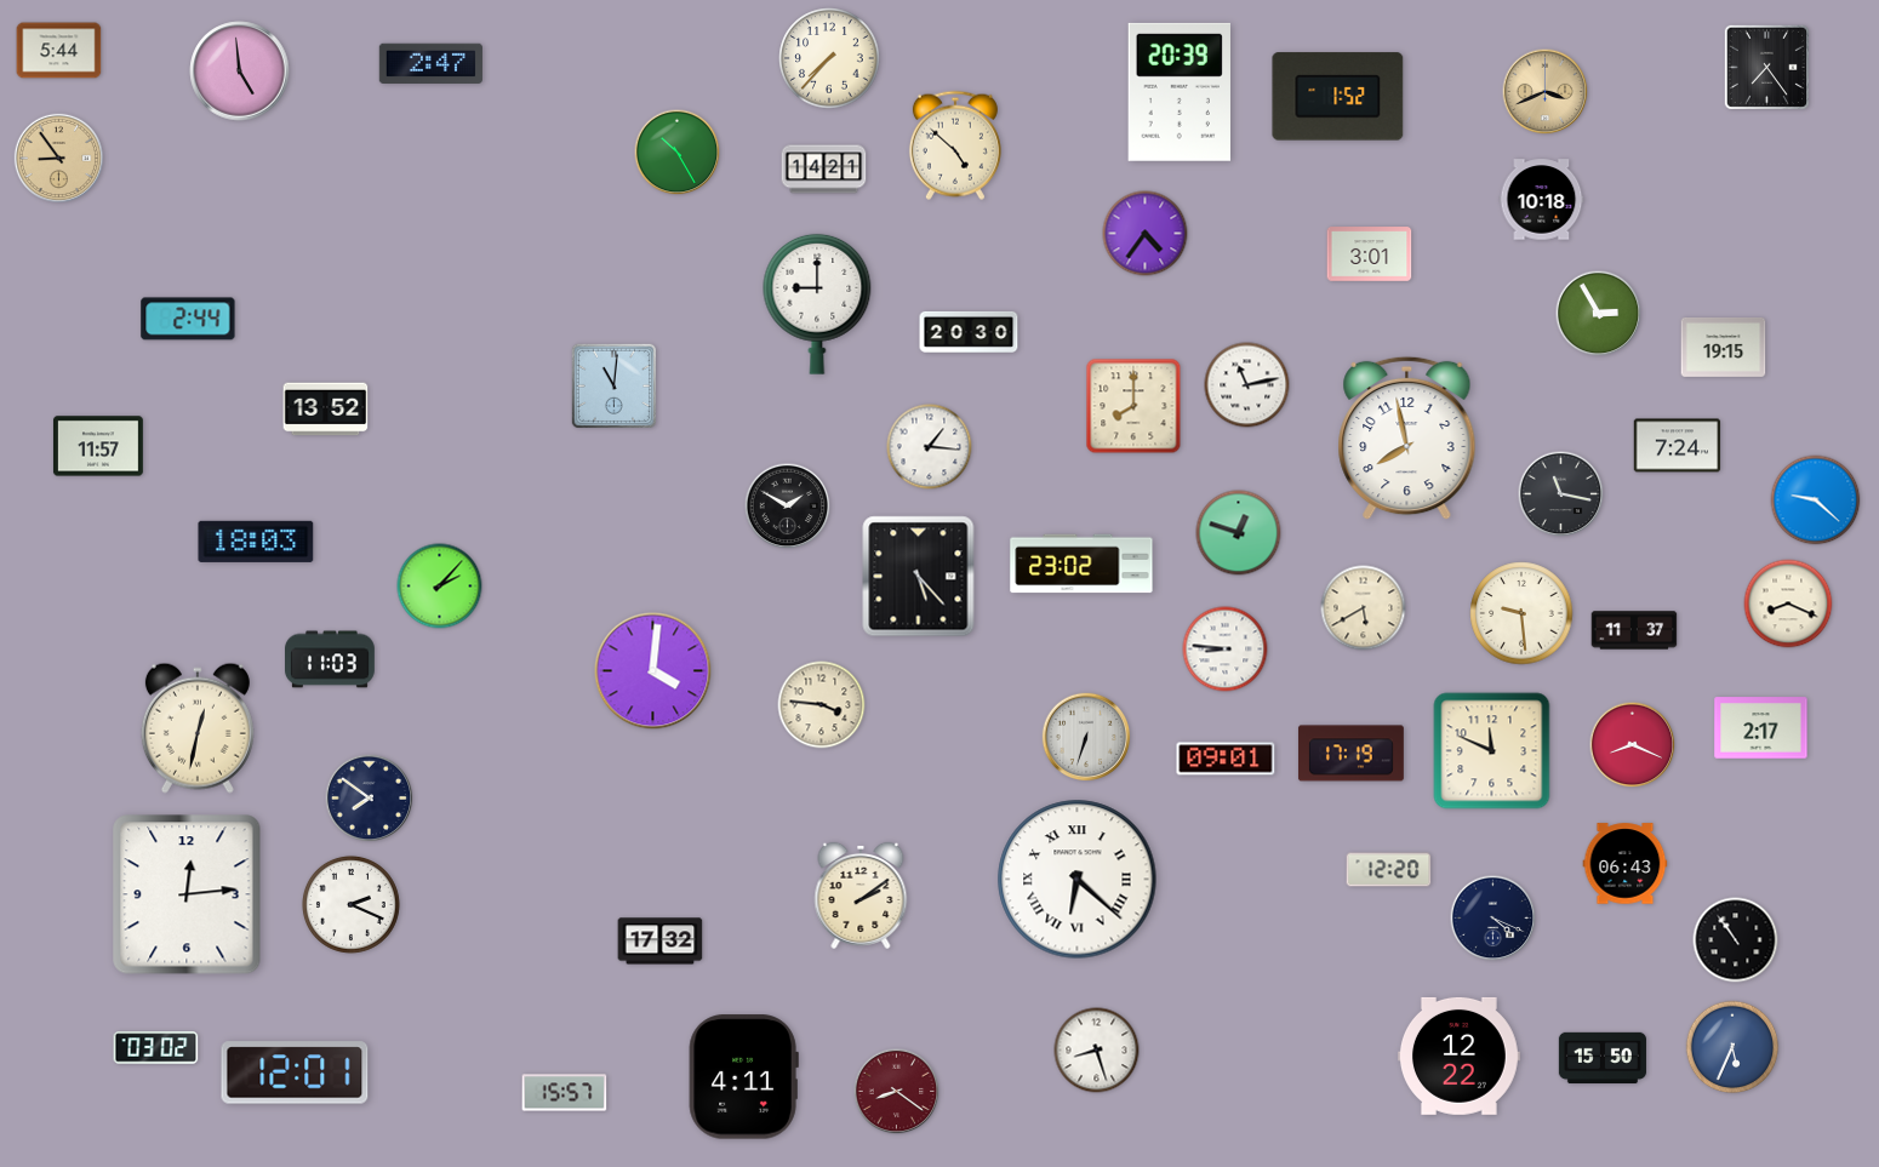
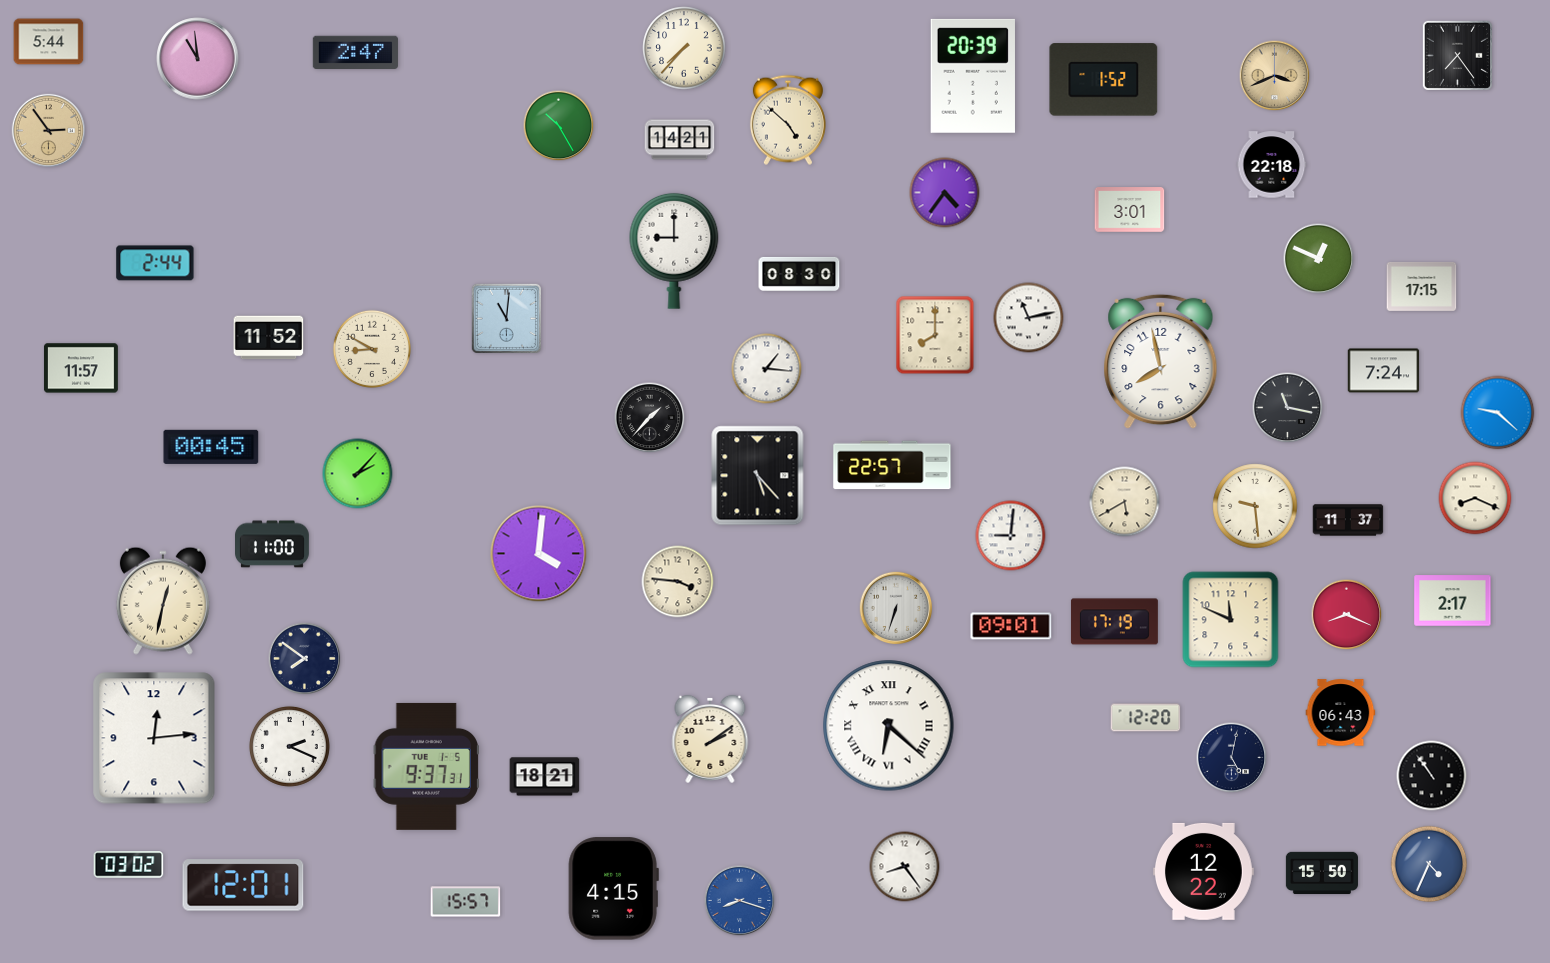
clock at (240, 71): 4:59 -> 10:59
clock at (58, 158): 8:54 -> 2:54
clock at (1542, 200): 10:18 -> 22:18
clock at (1599, 314): 2:55 -> 12:49
clock at (969, 332): 20:30 -> 08:30
clock at (1724, 347): 19:15 -> 17:15
clock at (326, 410): 13:52 -> 11:52
clock at (371, 348): none -> 8:50
clock at (1678, 446) position: (1678, 446) -> (1384, 371)
clock at (788, 507): 1:50 -> 1:37
clock at (1239, 533): 12:48 -> none
clock at (256, 542): 18:03 -> 00:45
clock at (1081, 564): 23:02 -> 22:57
clock at (440, 587) position: (440, 587) -> (358, 474)
clock at (1226, 650): 8:46 -> 9:01
clock at (331, 659): 11:03 -> 11:00
clock at (1494, 919): 4:19 -> 5:02
clock at (426, 766): none -> 9:37
clock at (661, 942): 17:32 -> 18:21
clock at (1732, 1047): 5:34 -> 4:34
clock at (1097, 1051): 8:27 -> 8:24
clock at (743, 1077): 4:11 -> 4:15
clock at (897, 1092): 8:21 -> 8:18
clock at (897, 1092) dial: burgundy -> blue
